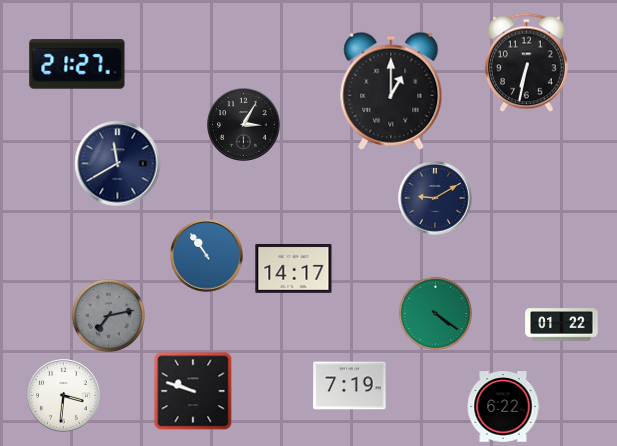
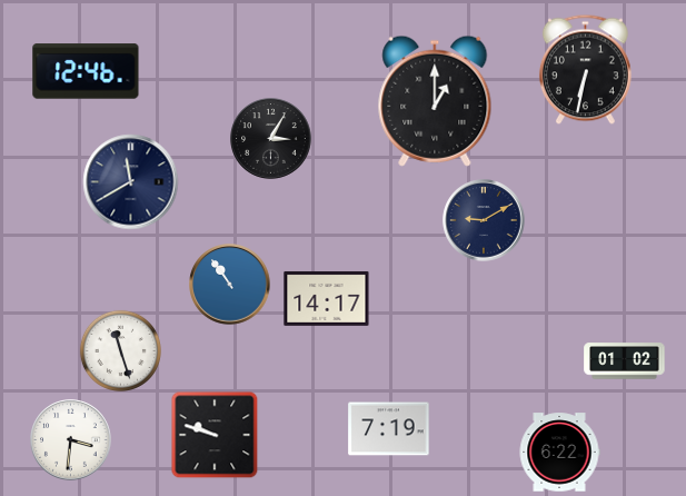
clock at (77, 64): 21:27 -> 12:46
clock at (435, 313): 4:21 -> none
clock at (108, 315): 7:13 -> 11:27
clock at (108, 315) dial: grey -> white
clock at (562, 325): 01:22 -> 01:02
